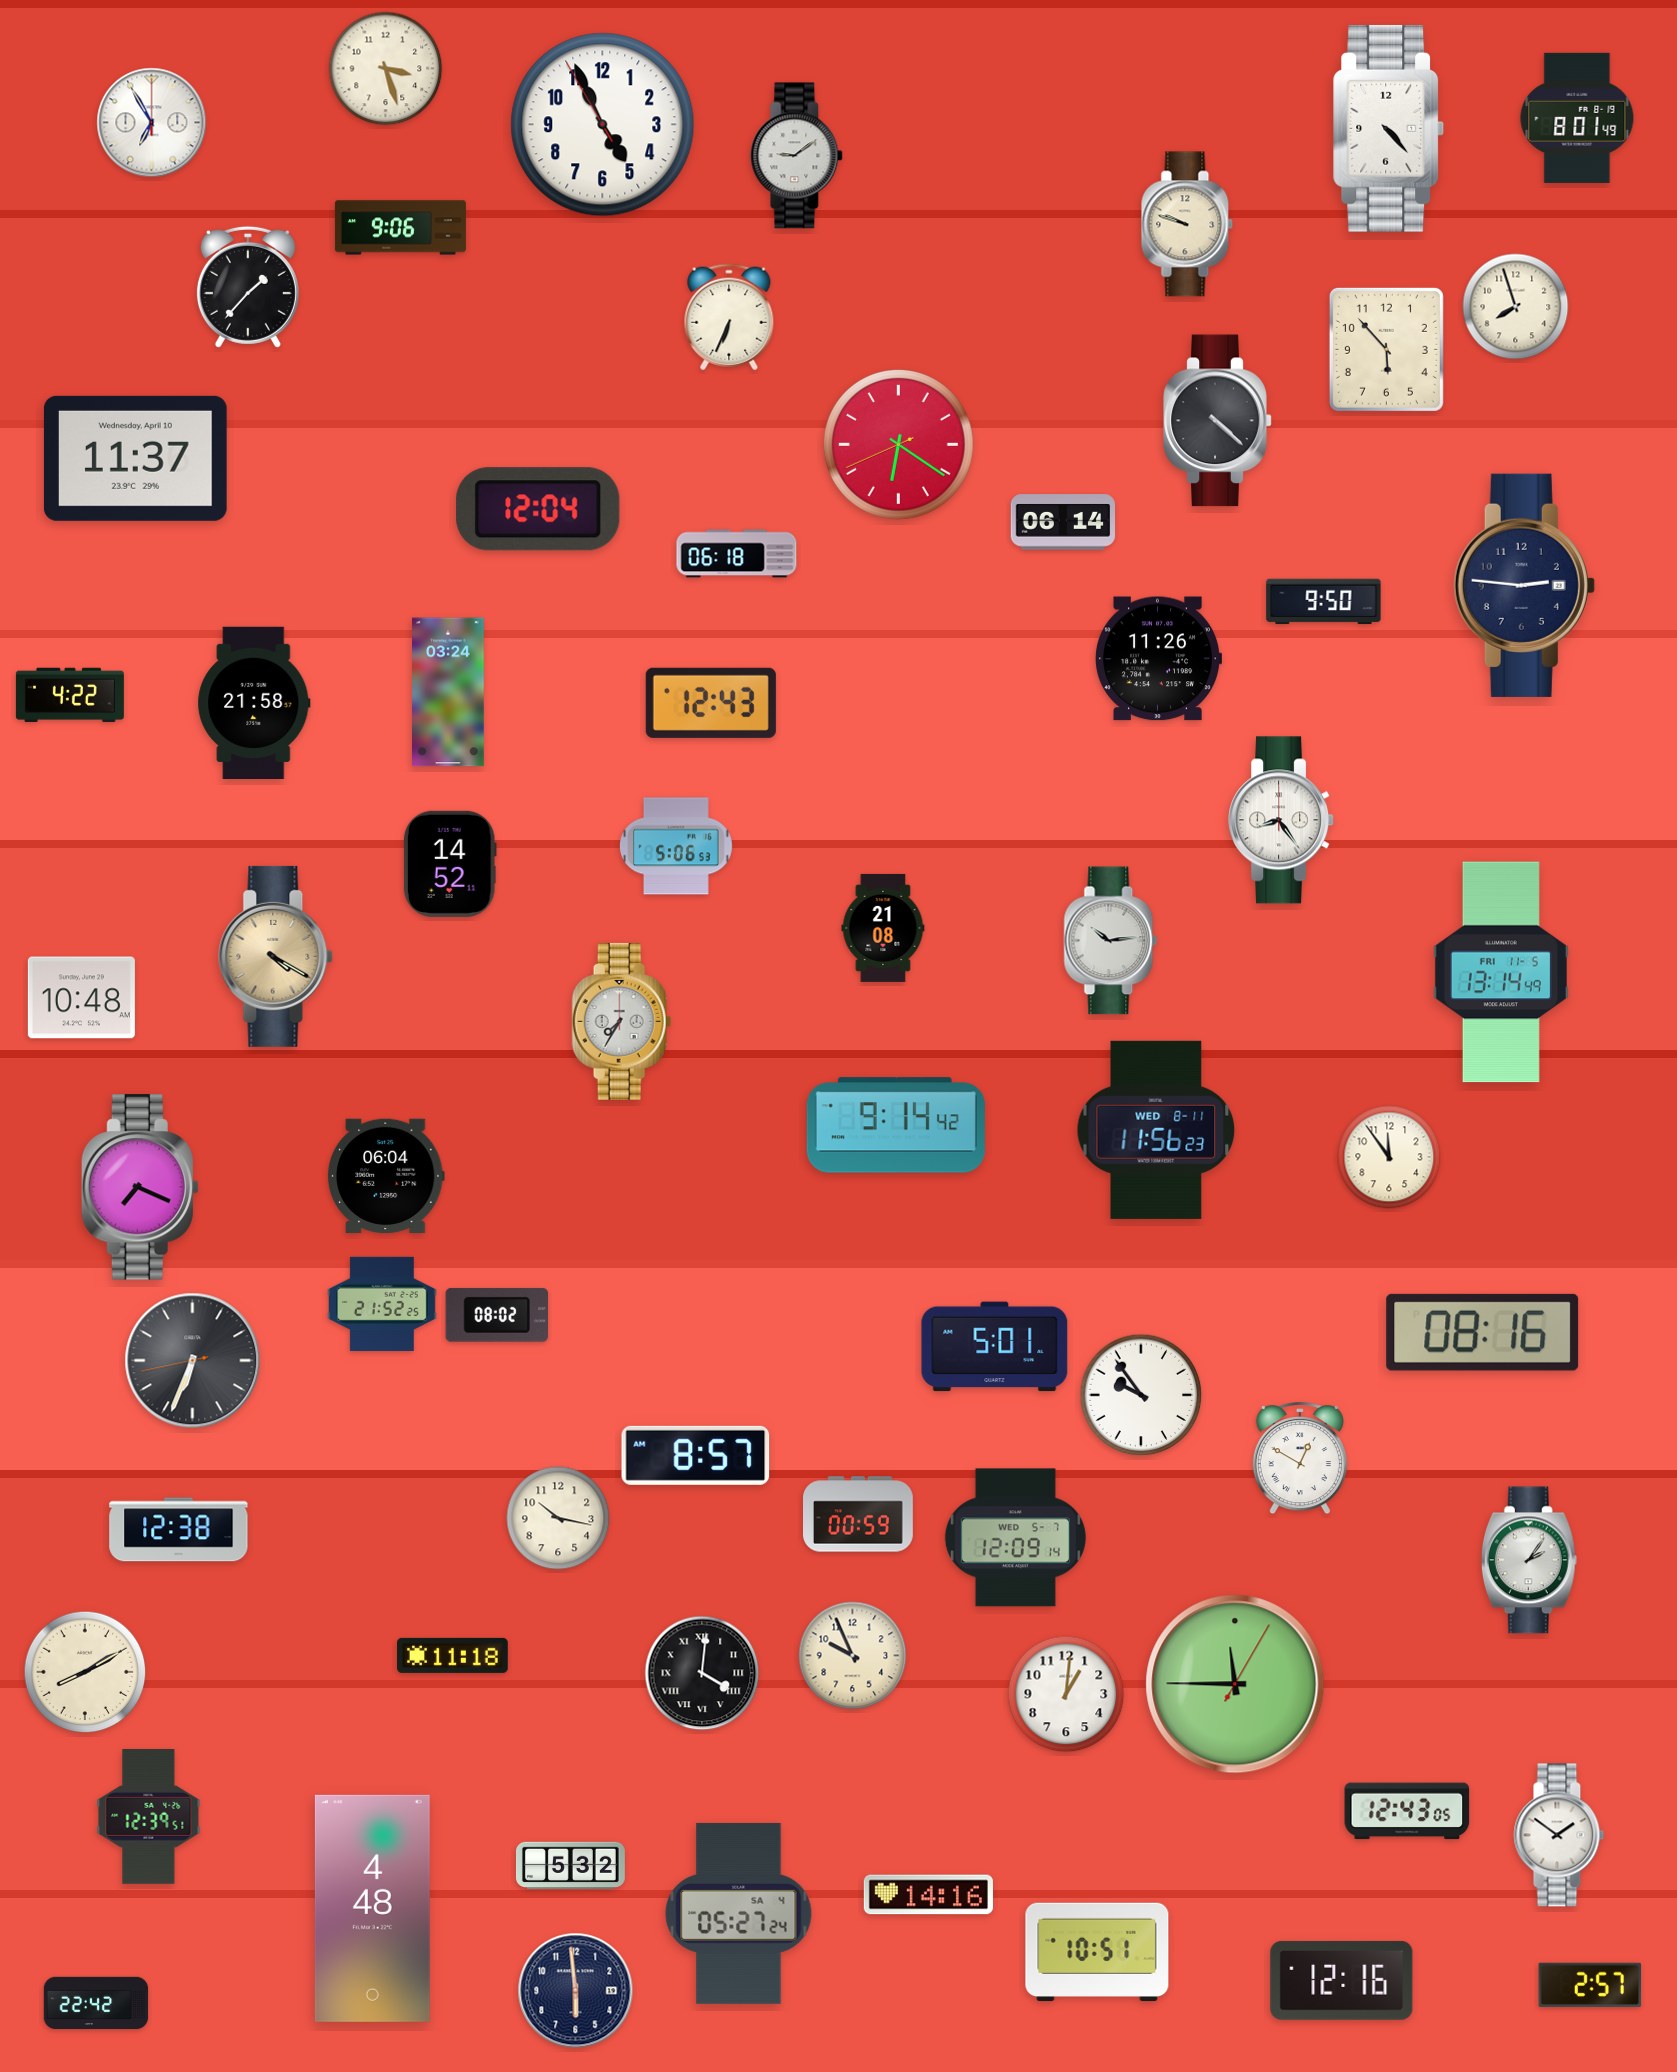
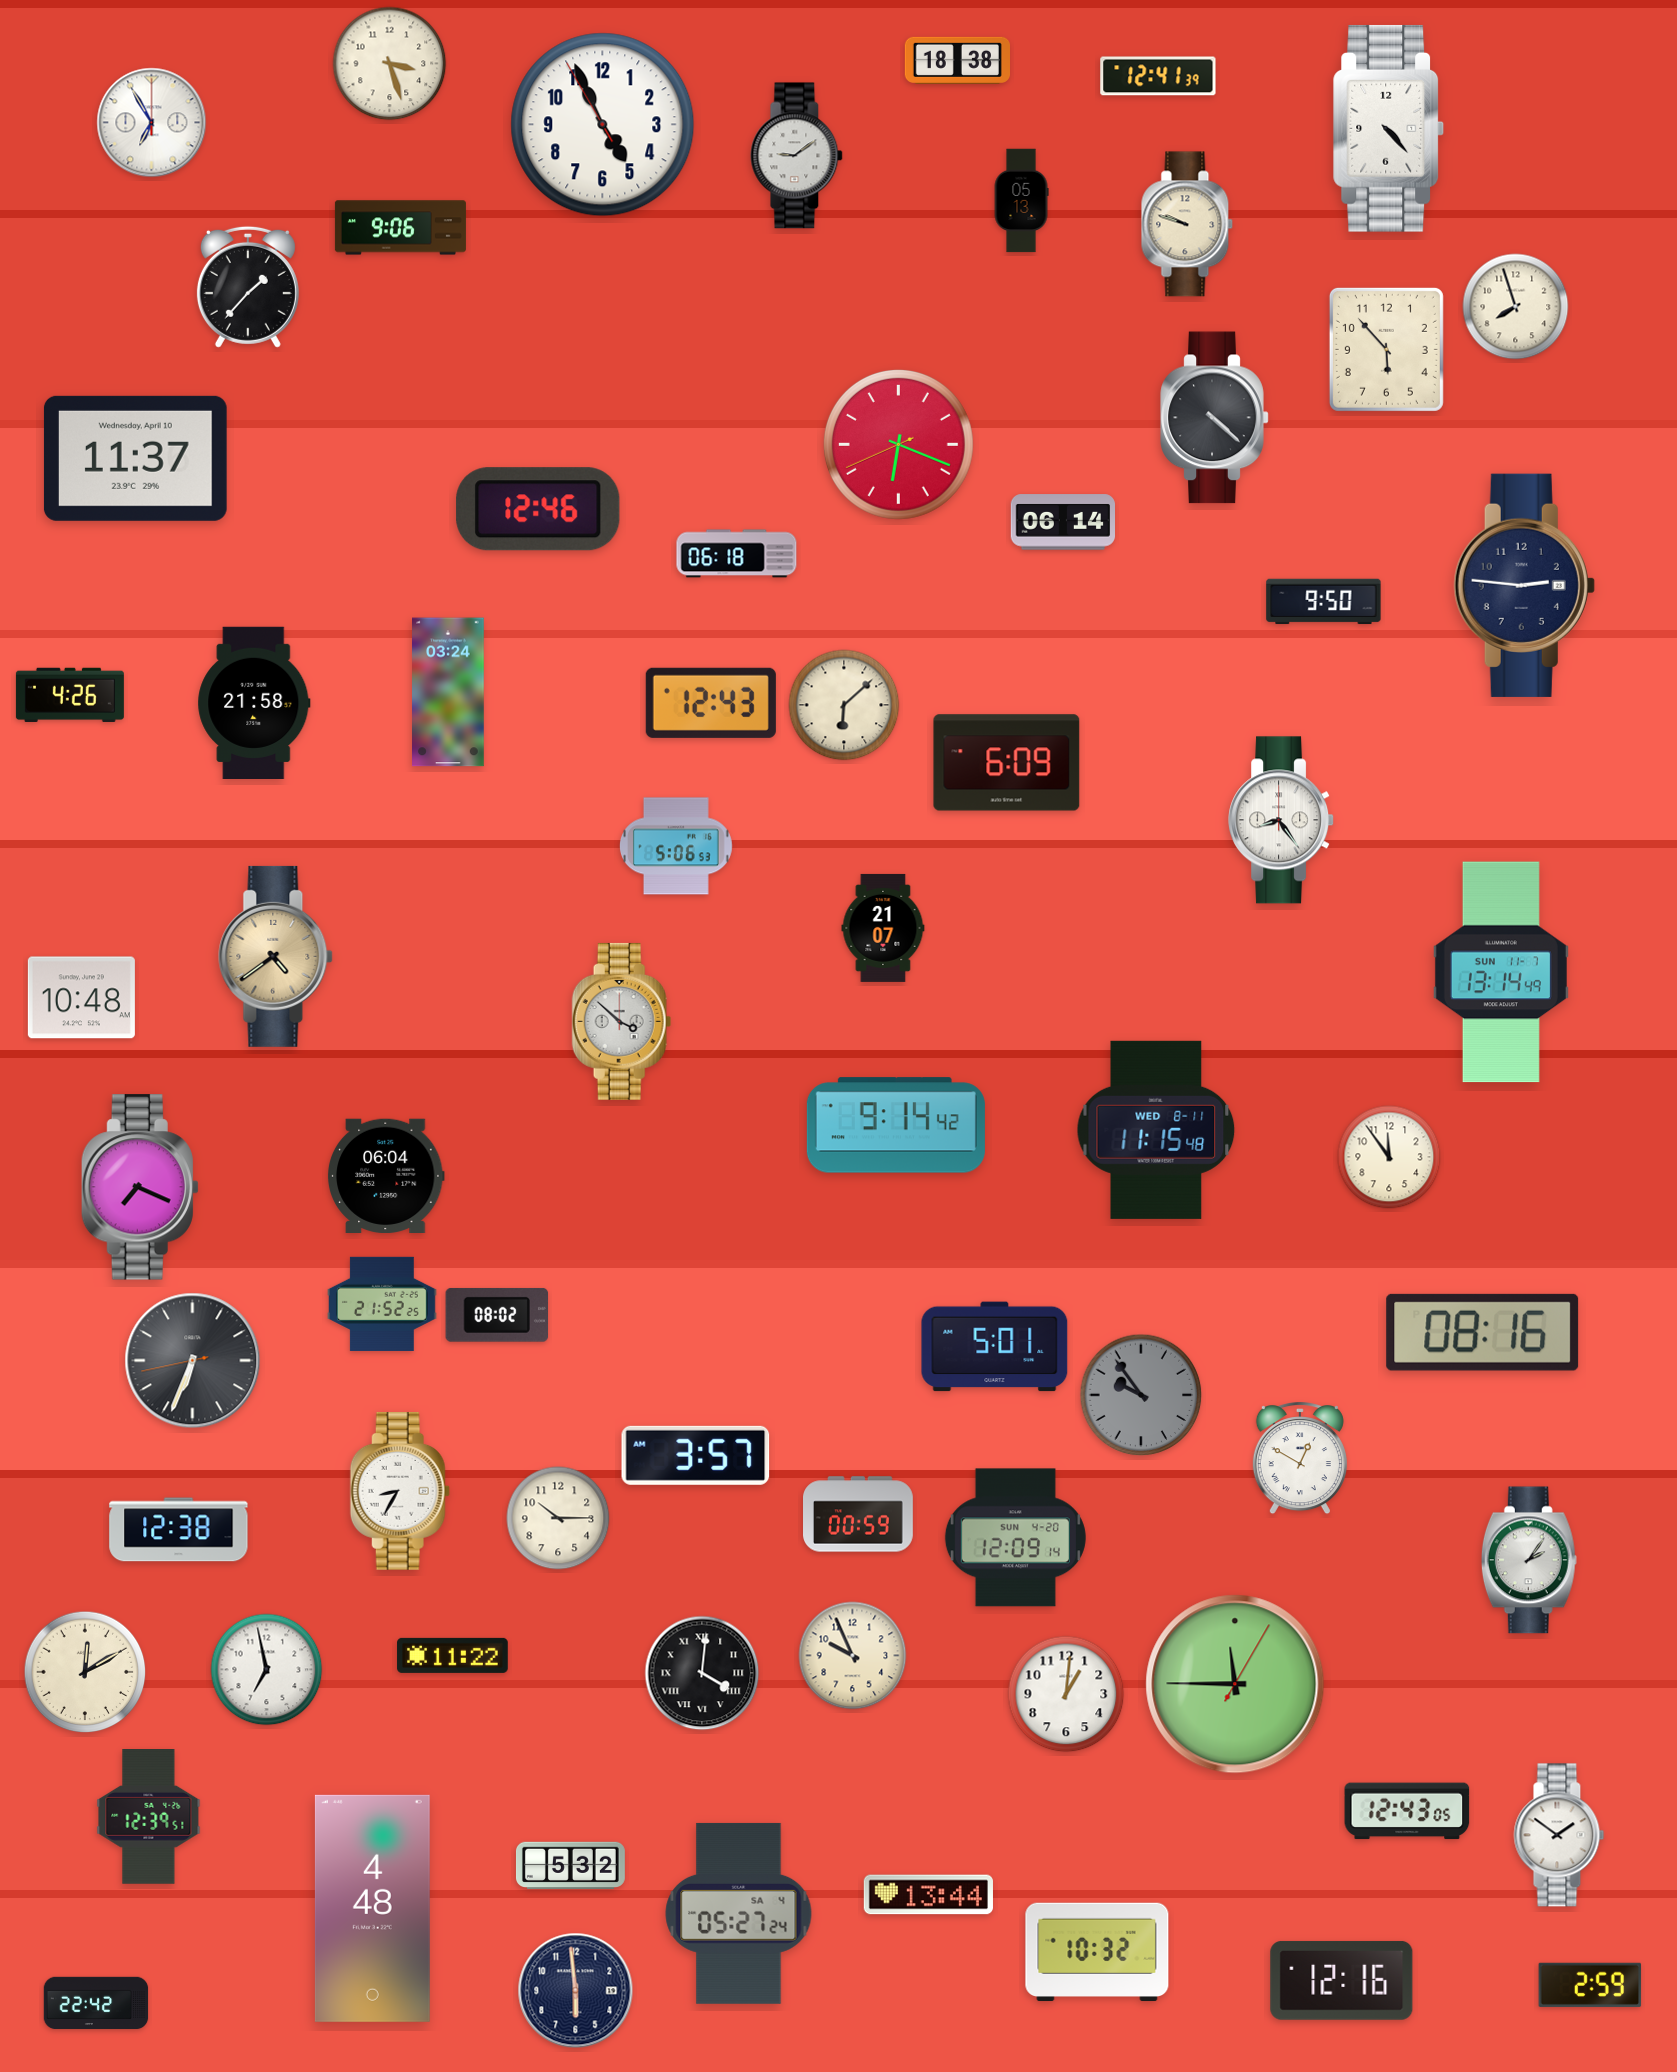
clock at (957, 60): none -> 18:38
clock at (386, 69) position: (386, 69) -> (390, 64)
clock at (1158, 76): none -> 12:41
clock at (1577, 118): 8:01 -> none
clock at (1021, 201): none -> 05:13
clock at (729, 317): 6:34 -> none
clock at (1218, 421) position: (1218, 421) -> (1215, 418)
clock at (898, 444): 6:20 -> 6:18
clock at (538, 509): 12:04 -> 12:46
clock at (1157, 659): 11:26 -> none
clock at (70, 694): 4:22 -> 4:26
clock at (844, 705): none -> 6:08
clock at (1007, 763): none -> 6:09
clock at (450, 864): 14:52 -> none
clock at (883, 928): 21:08 -> 21:07
clock at (1111, 941): 10:14 -> none
clock at (276, 956): 4:20 -> 4:39
clock at (1501, 972) date: FRI 11-5 -> SUN 11-7
clock at (622, 1021): 7:35 -> 3:52
clock at (1156, 1130): 11:56 -> 11:15
clock at (1141, 1395) dial: white -> grey
clock at (696, 1455): 8:57 -> 3:57
clock at (400, 1491): none -> 8:35
clock at (558, 1518): 10:17 -> 10:15
clock at (1015, 1538) date: WED 5-7 -> SUN 4-20
clock at (453, 1655): 11:18 -> 11:22
clock at (267, 1670): none -> 6:58
clock at (85, 1672): 8:10 -> 12:10
clock at (928, 1895): 14:16 -> 13:44
clock at (1097, 1952): 10:51 -> 10:32
clock at (1590, 1985): 2:57 -> 2:59
